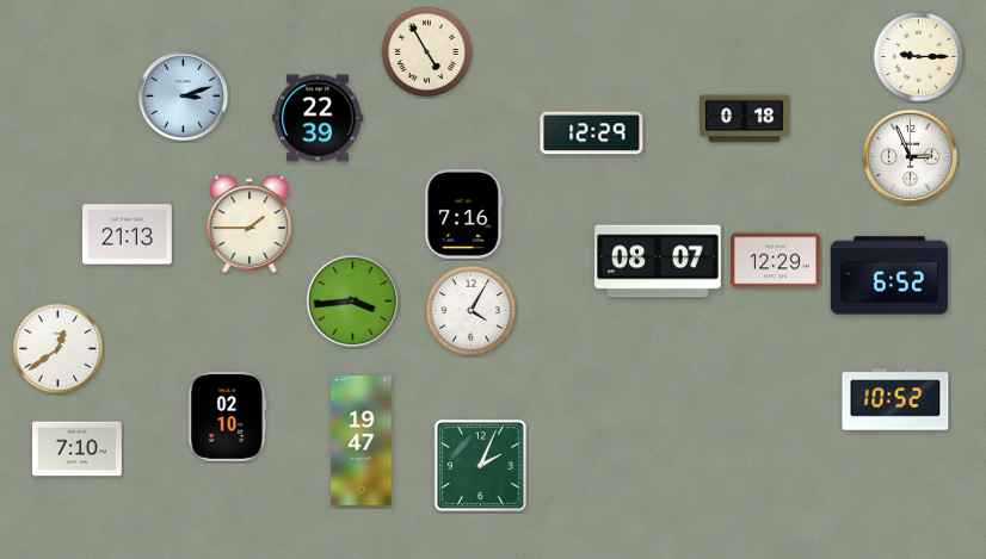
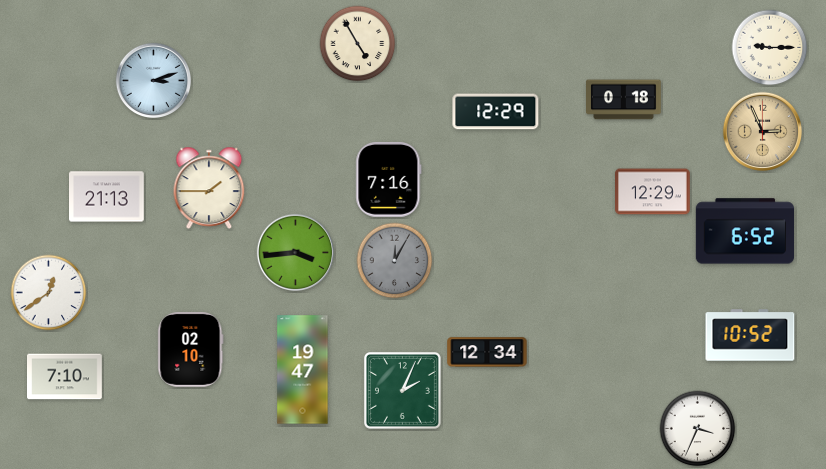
clock at (318, 118): 22:39 -> none
clock at (911, 157) dial: white -> champagne
clock at (658, 261): 08:07 -> none
clock at (776, 261) position: (776, 261) -> (653, 192)
clock at (472, 311): 4:05 -> 12:05
clock at (472, 311) dial: white -> grey
clock at (487, 352): none -> 12:34
clock at (698, 429): none -> 3:34
